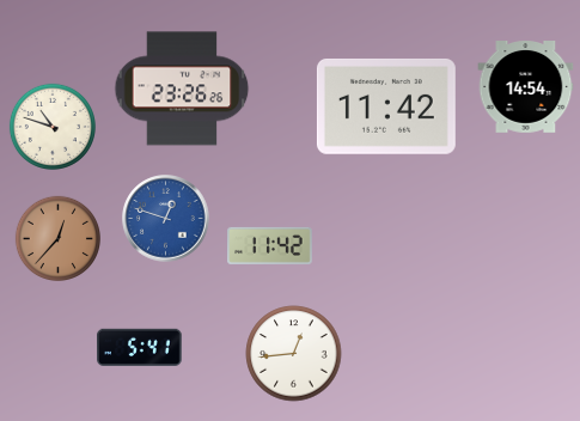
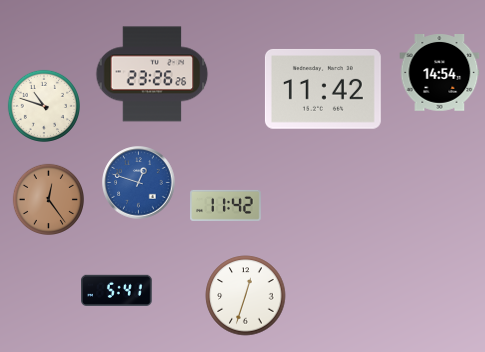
clock at (57, 238): 12:37 -> 12:24
clock at (294, 354): 12:44 -> 12:33
